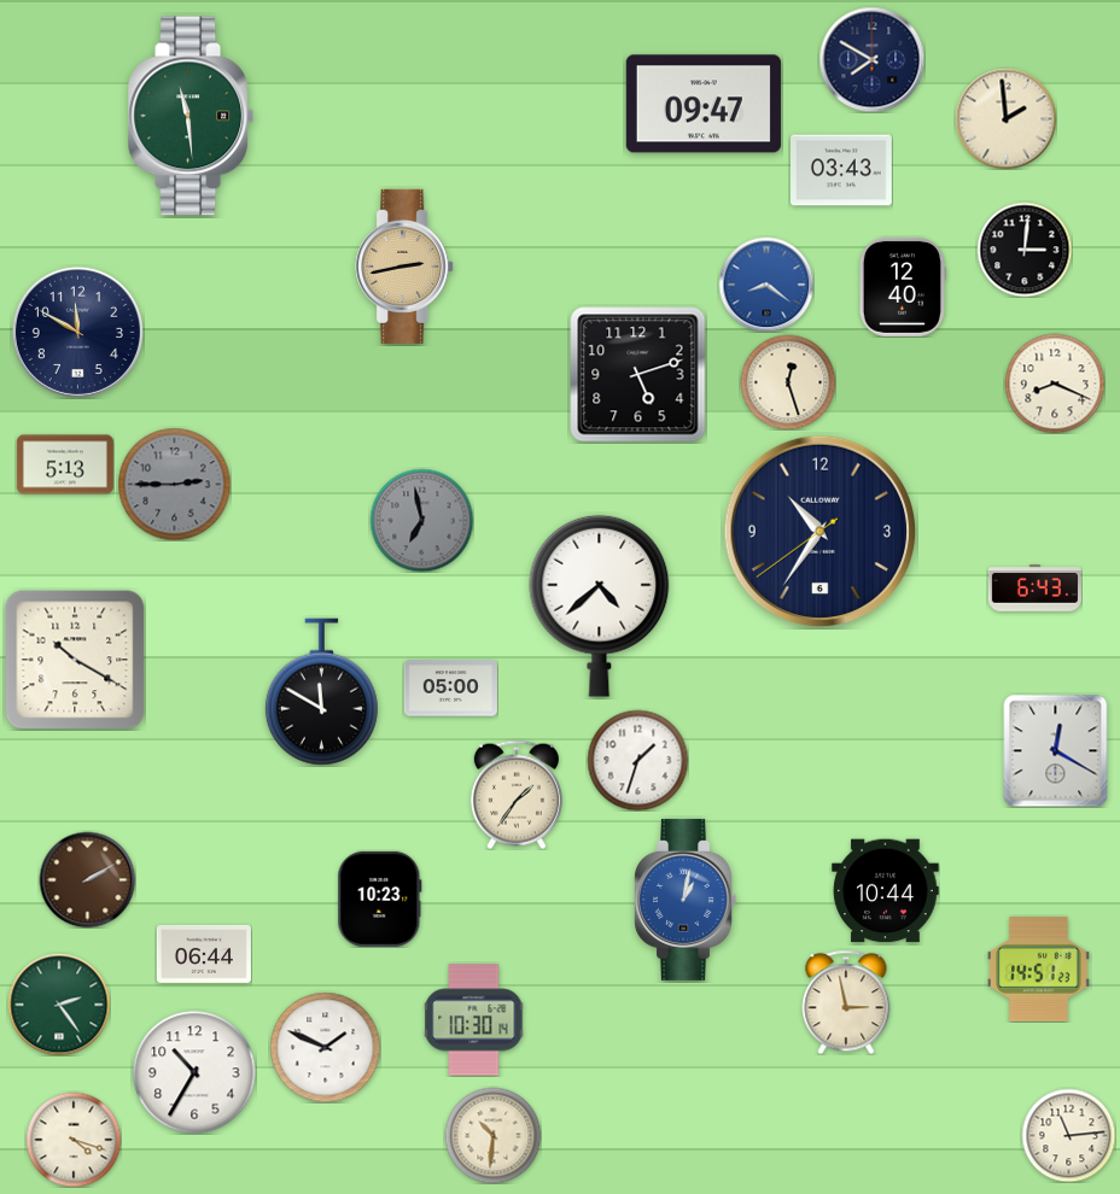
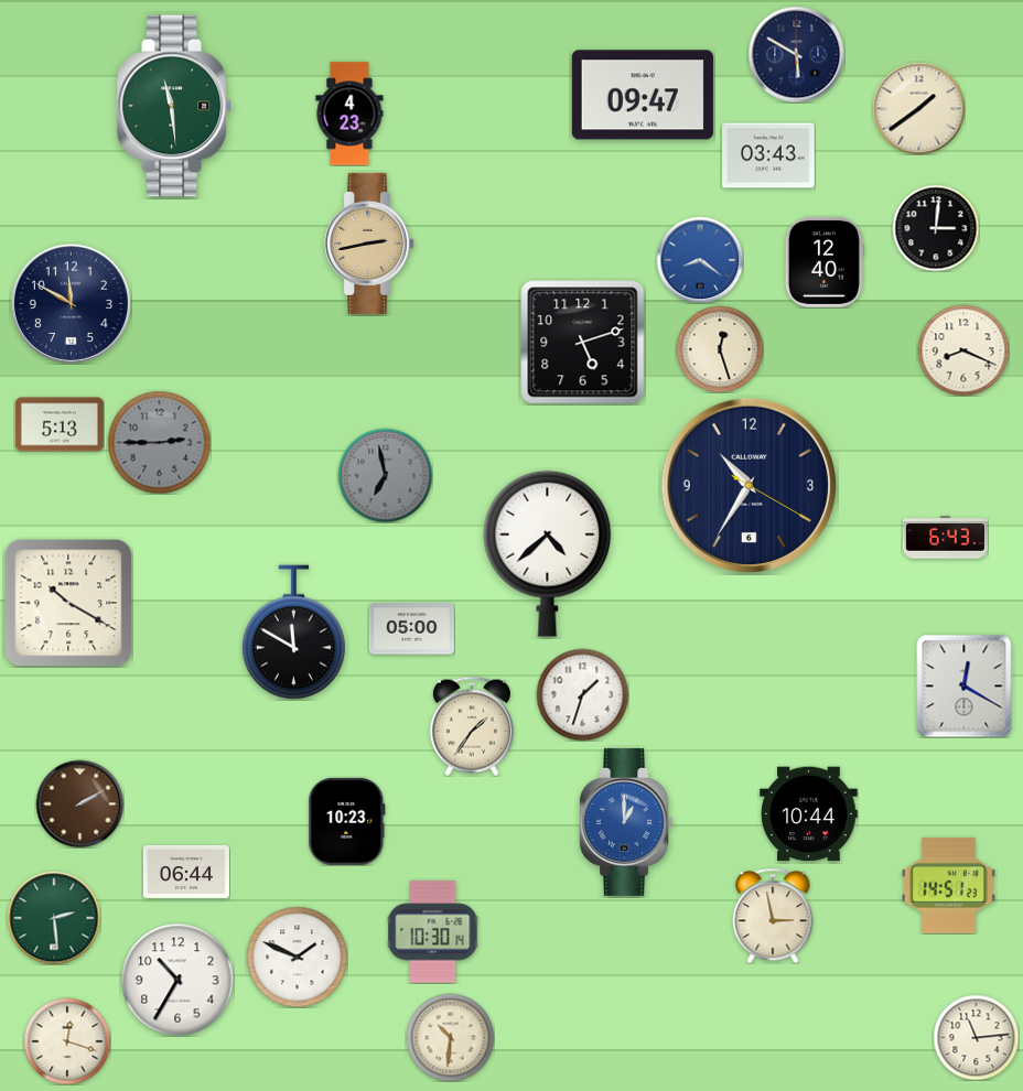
clock at (871, 59): 7:50 -> 5:50
clock at (1005, 118): 1:59 -> 1:39
clock at (349, 114): none -> 4:23
clock at (821, 532): 10:35:39 -> 10:35:20
clock at (684, 900): 1:02 -> 1:00
clock at (59, 1005): 2:24 -> 2:29
clock at (74, 1140): 4:18 -> 12:18
